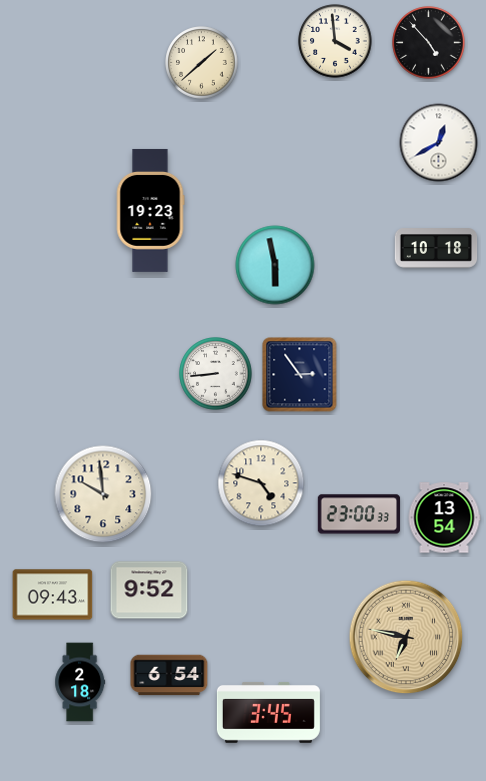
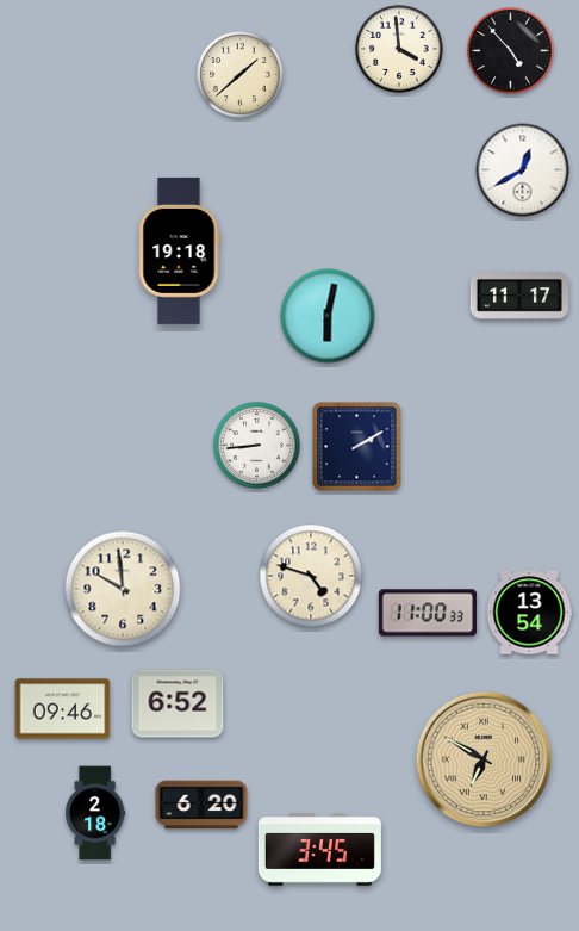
clock at (150, 210): 19:23 -> 19:18
clock at (436, 248): 10:18 -> 11:17
clock at (275, 265): 5:58 -> 6:02
clock at (300, 375): 2:54 -> 2:10
clock at (359, 514): 23:00 -> 11:00
clock at (444, 518) position: (444, 518) -> (529, 613)
clock at (149, 590): 9:52 -> 6:52
clock at (53, 595): 09:43 -> 09:46
clock at (406, 637): 6:47 -> 6:50
clock at (169, 675): 6:54 -> 6:20
